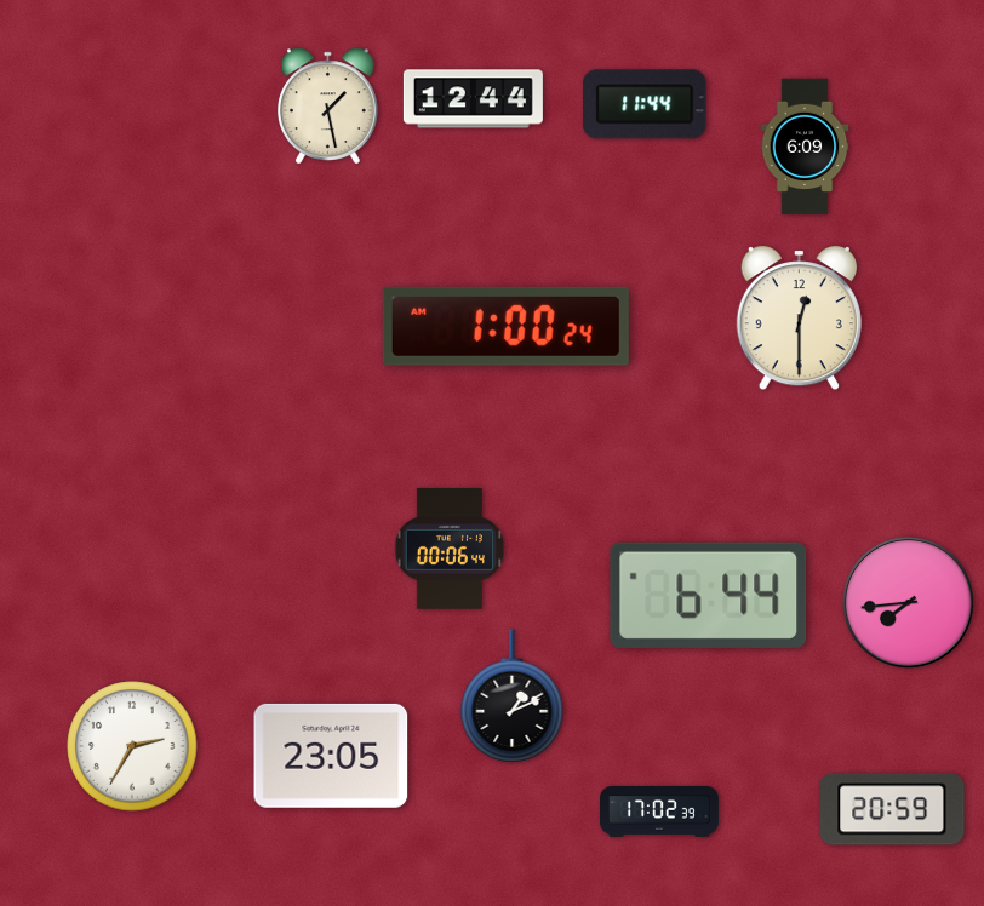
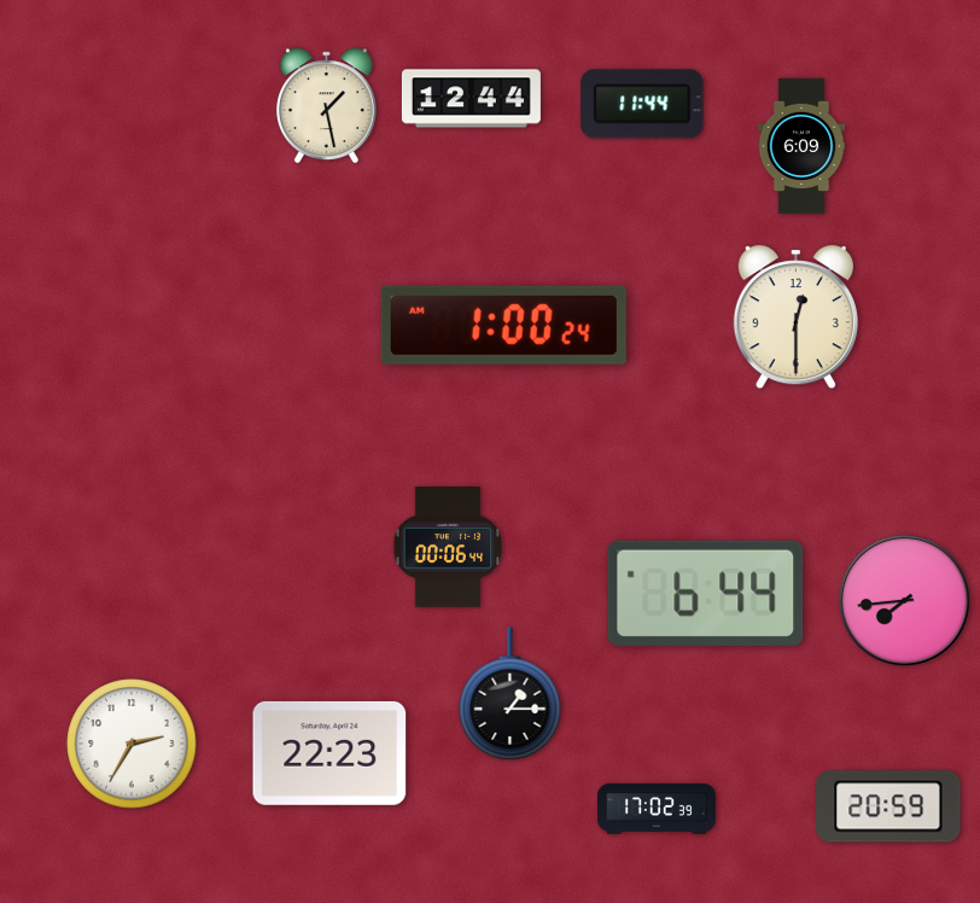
clock at (513, 696): 1:11 -> 1:15
clock at (331, 756): 23:05 -> 22:23
